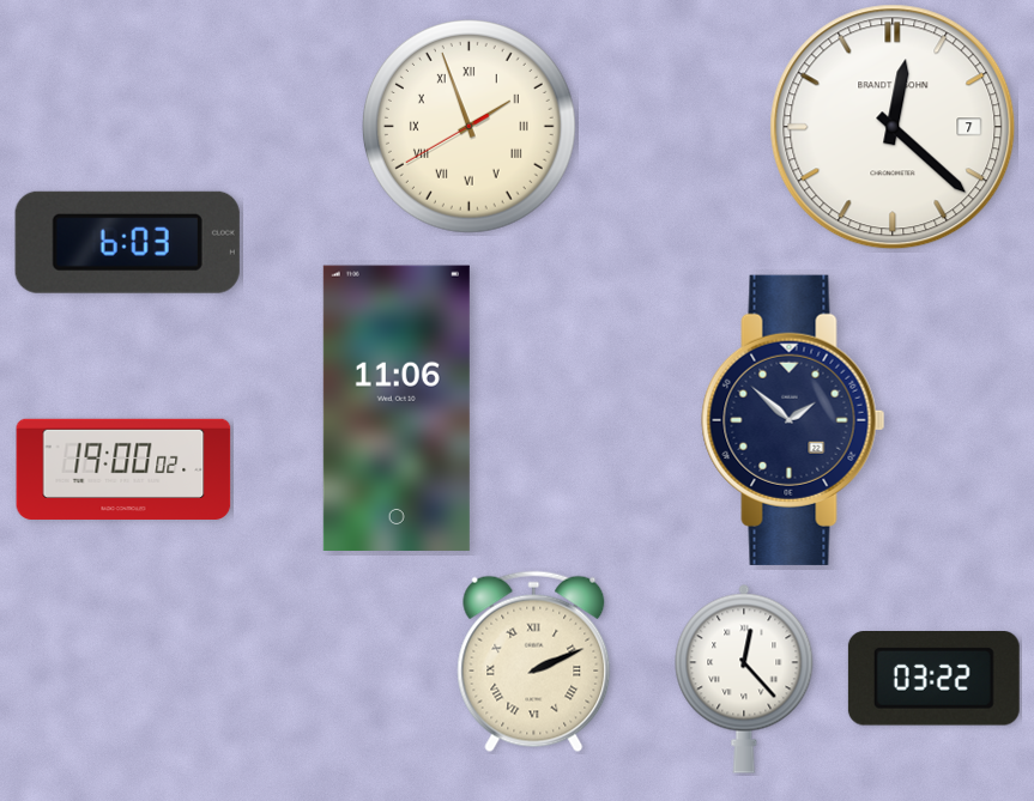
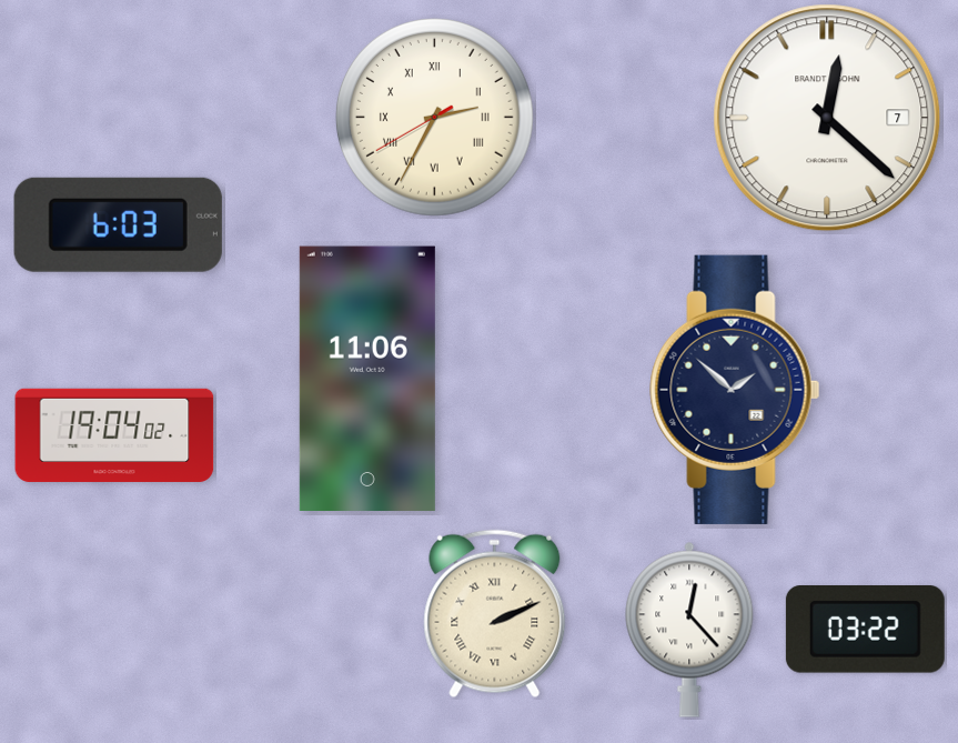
clock at (470, 127): 1:56 -> 2:34
clock at (123, 469): 19:00 -> 19:04
